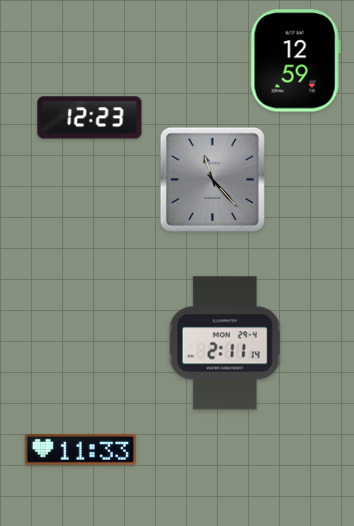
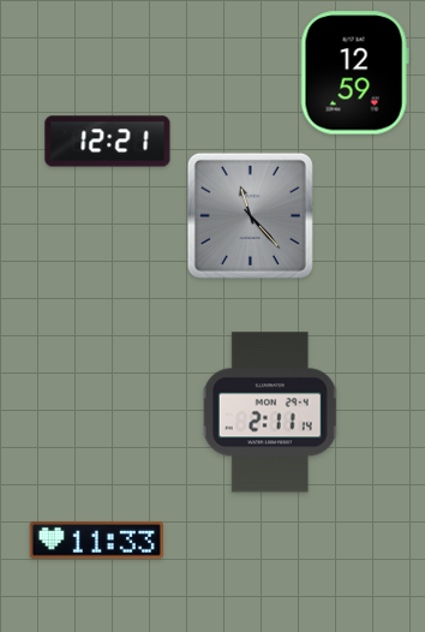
clock at (90, 118): 12:23 -> 12:21
clock at (212, 179) position: (212, 179) -> (250, 215)
